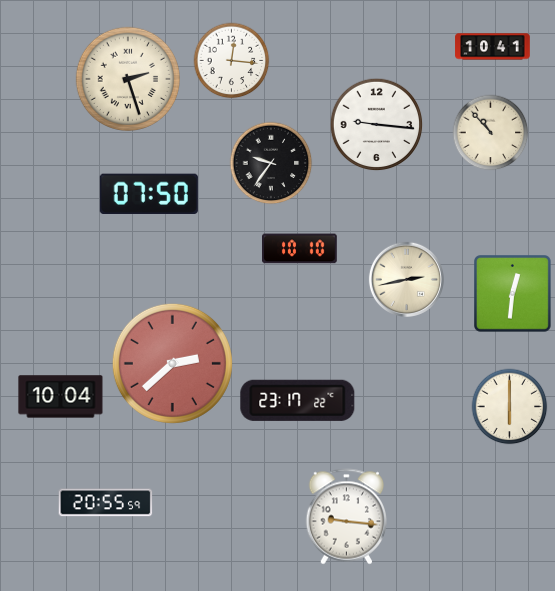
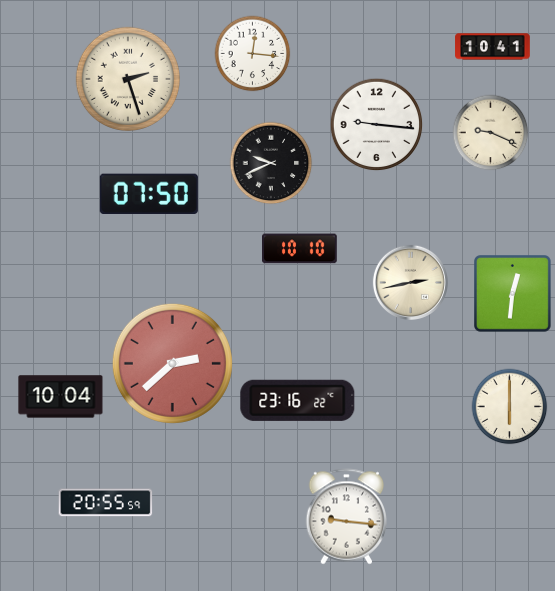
clock at (232, 61) position: (232, 61) -> (253, 54)
clock at (491, 133): 10:53 -> 9:19
clock at (271, 163): 9:36 -> 9:41
clock at (406, 279) position: (406, 279) -> (410, 282)
clock at (298, 400): 23:17 -> 23:16
